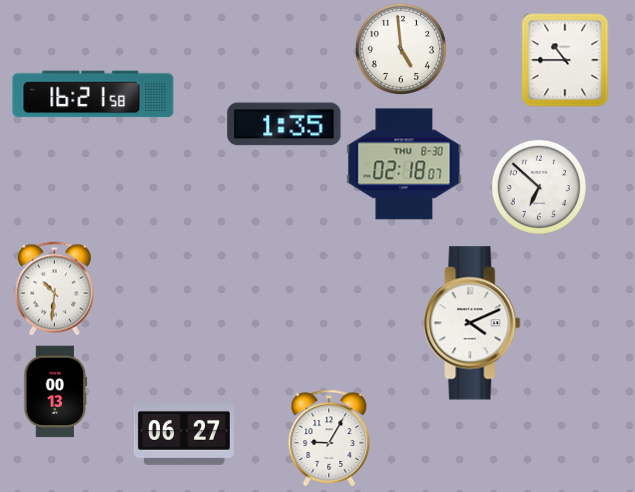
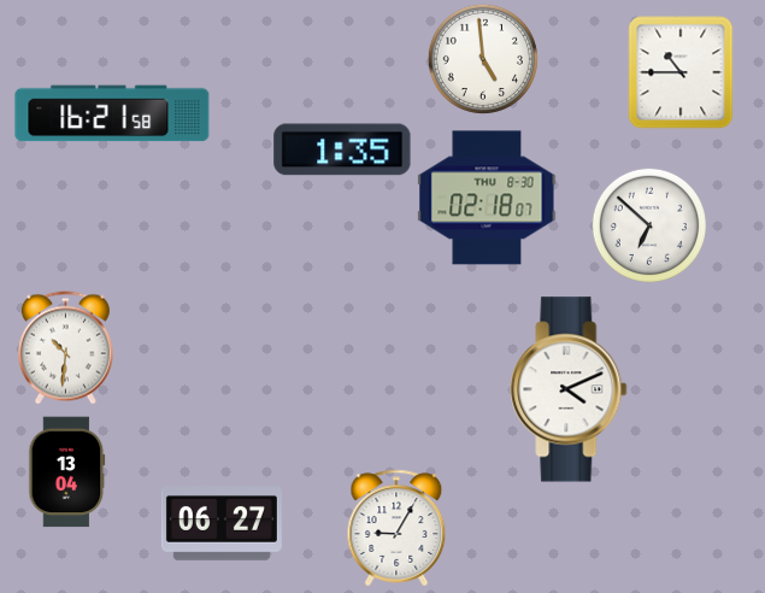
clock at (56, 392): 00:13 -> 13:04
